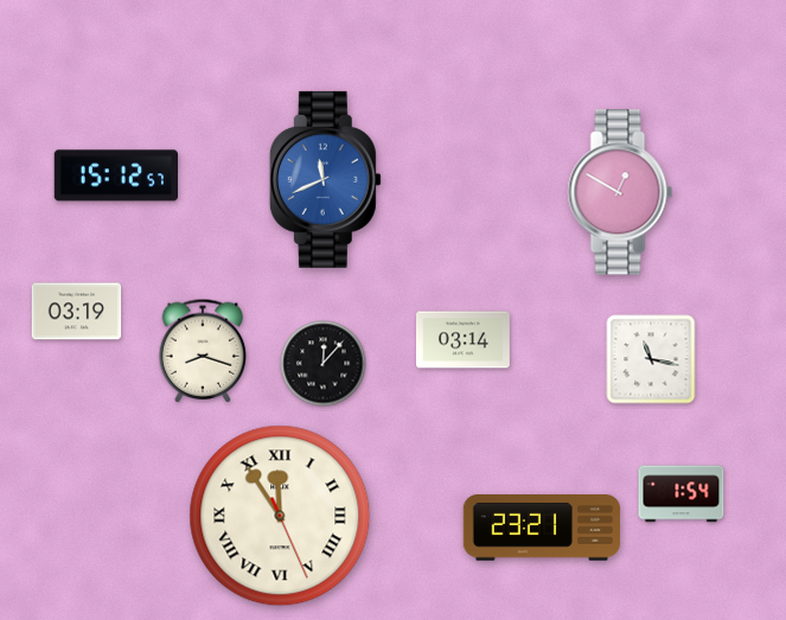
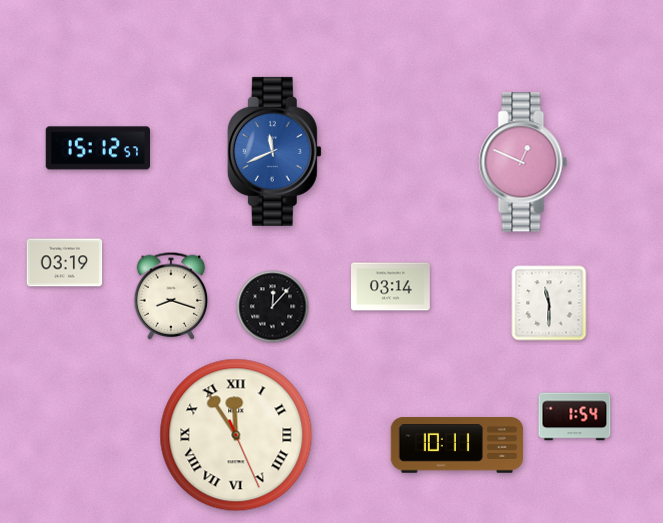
clock at (620, 192): 12:50 -> 12:49
clock at (651, 359): 11:17 -> 11:30
clock at (542, 528): 23:21 -> 10:11
